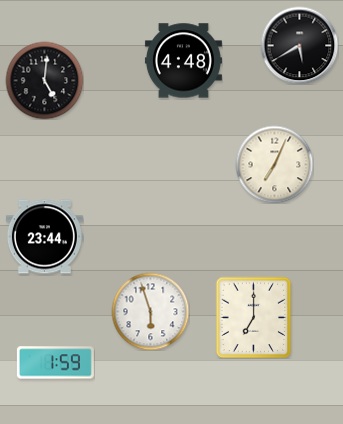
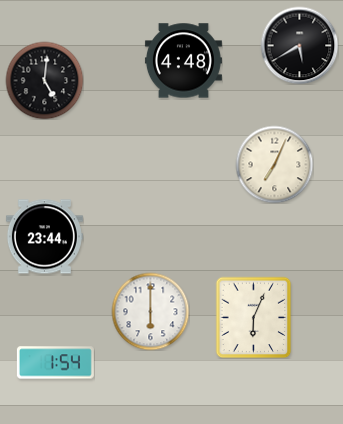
clock at (150, 311): 5:57 -> 6:00
clock at (254, 317): 7:00 -> 6:04
clock at (55, 363): 1:59 -> 1:54
